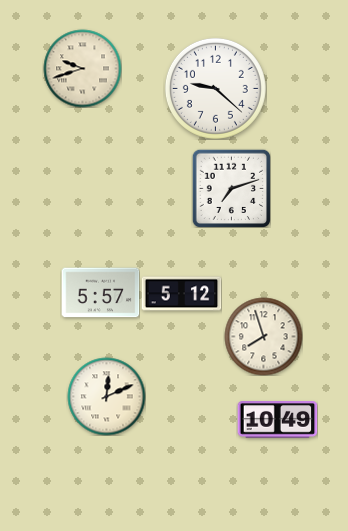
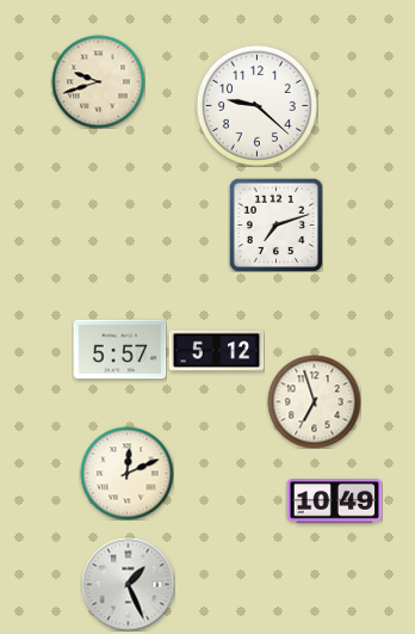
clock at (263, 336): 7:57 -> 6:57
clock at (277, 420) position: (277, 420) -> (334, 501)
clock at (128, 584): none -> 1:26
